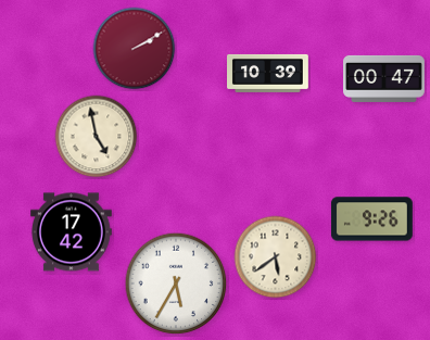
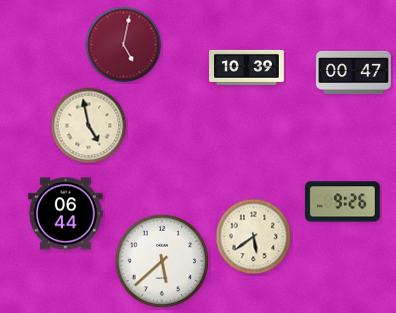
clock at (135, 49): 2:10 -> 5:02
clock at (72, 232): 17:42 -> 06:44
clock at (176, 284): 5:35 -> 5:38
